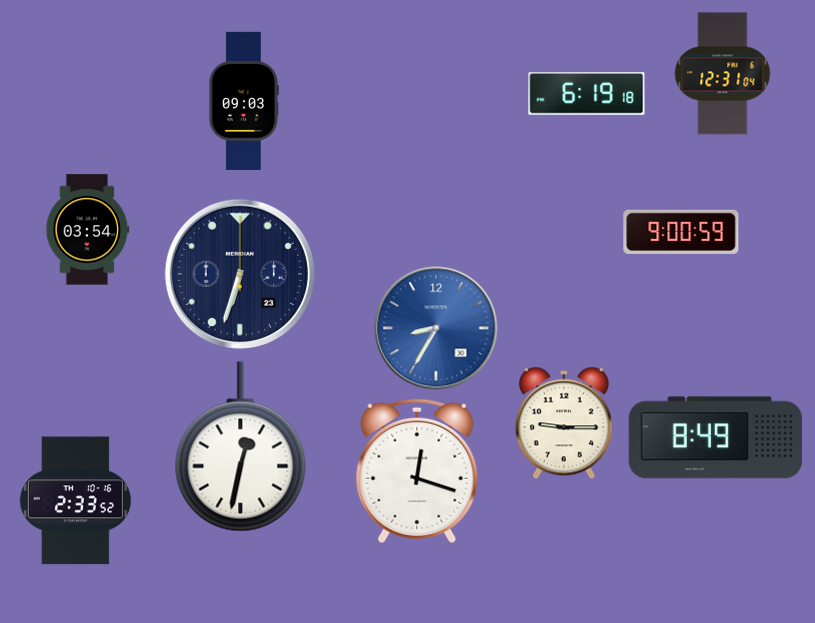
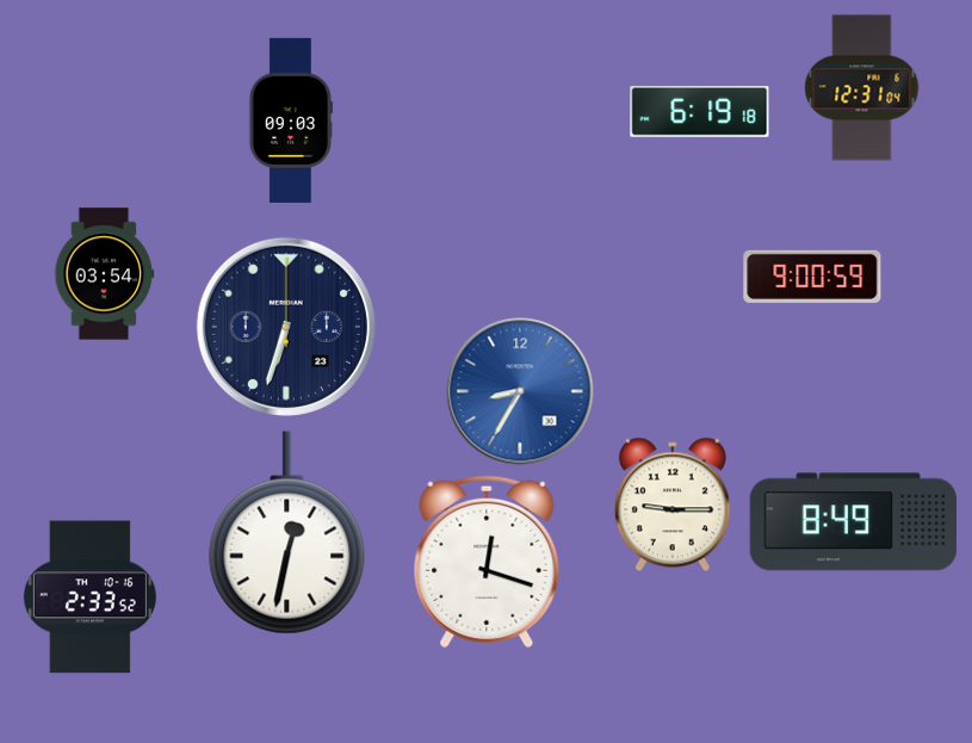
clock at (417, 471) position: (417, 471) -> (487, 562)
